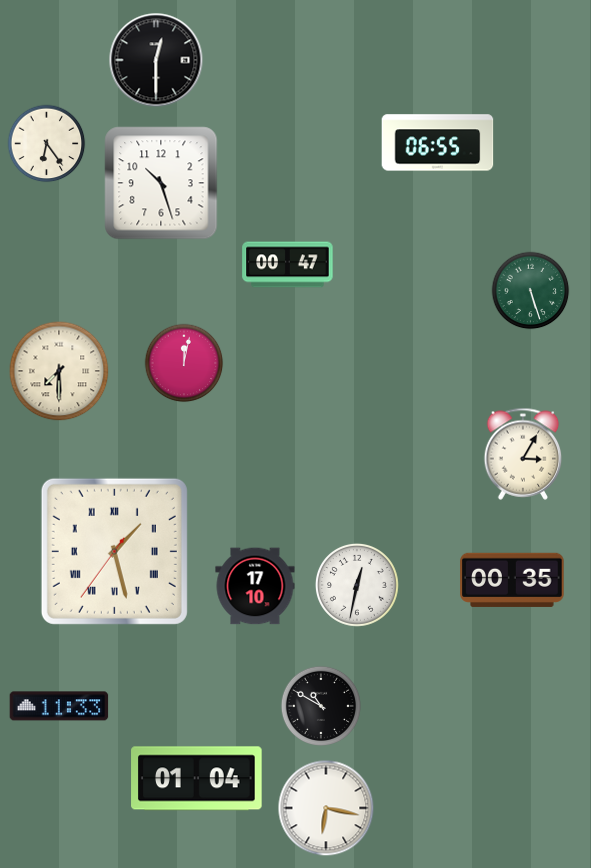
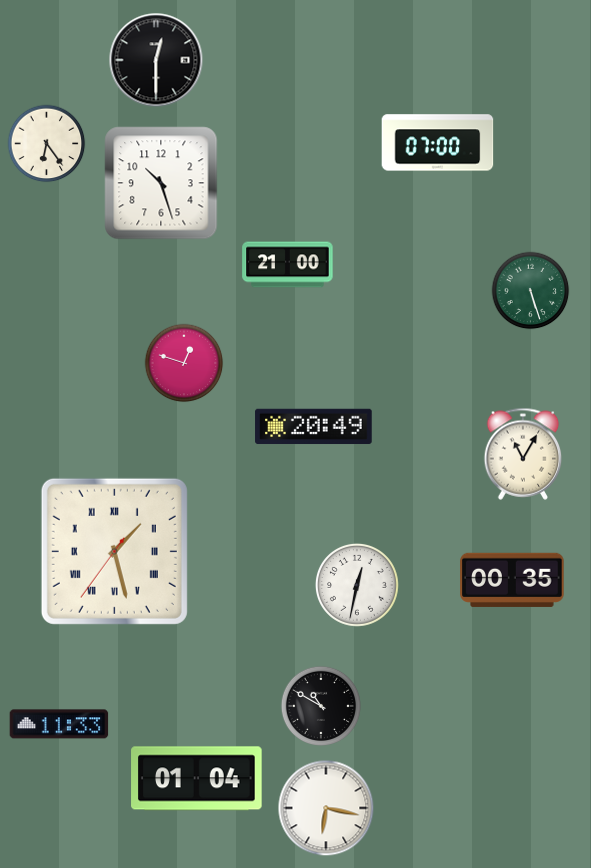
clock at (438, 143): 06:55 -> 07:00
clock at (288, 265): 00:47 -> 21:00
clock at (184, 363): 12:02 -> 12:48
clock at (59, 371): 7:30 -> none
clock at (314, 427): none -> 20:49
clock at (523, 454): 3:05 -> 11:05
clock at (255, 586): 17:10 -> none
clock at (59, 706) position: (59, 706) -> (59, 724)
